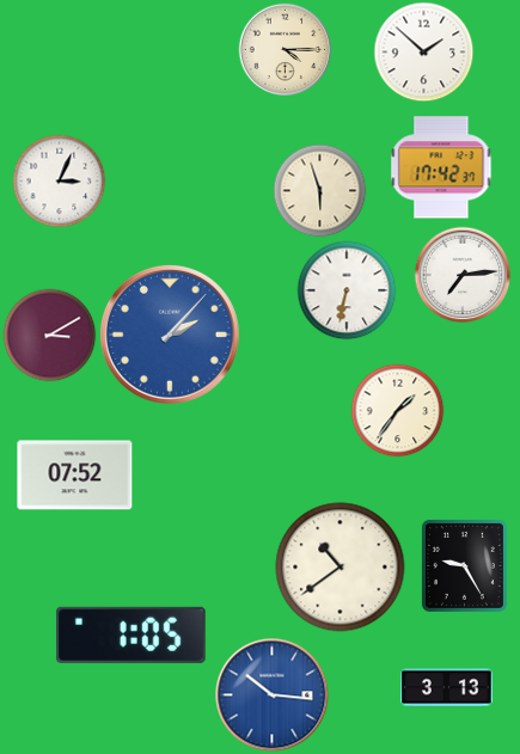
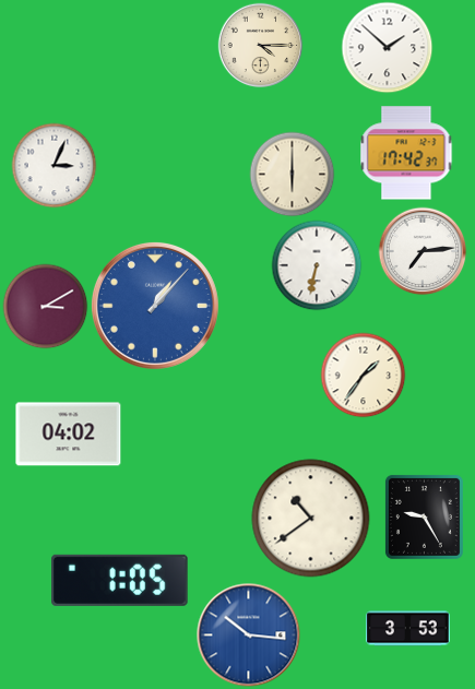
clock at (441, 167) position: (441, 167) -> (406, 153)
clock at (319, 190): 5:57 -> 6:00
clock at (170, 335): 2:07 -> 1:07
clock at (75, 476): 07:52 -> 04:02
clock at (447, 688): 3:13 -> 3:53
